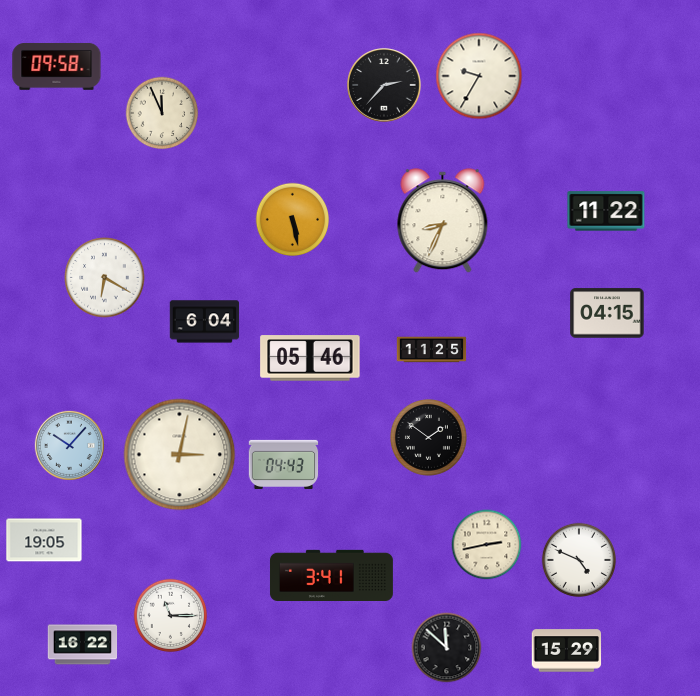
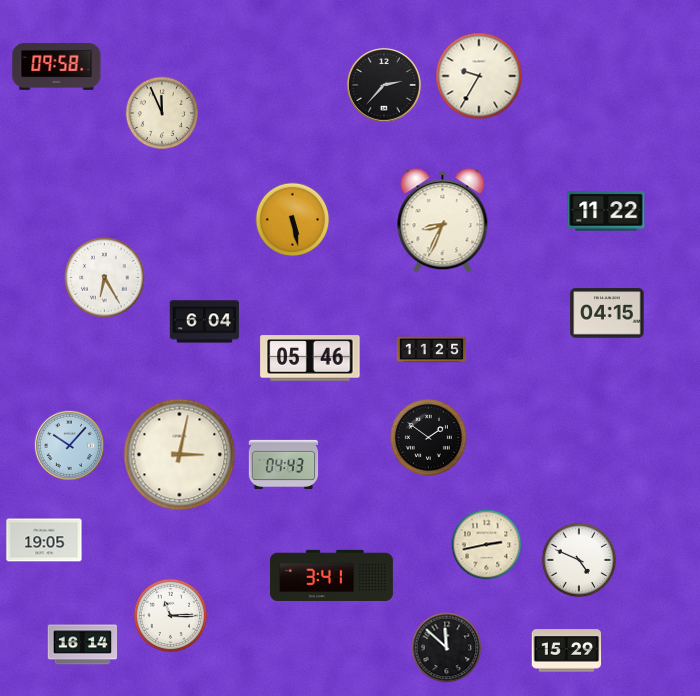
clock at (105, 278): 6:20 -> 6:25
clock at (83, 645): 16:22 -> 16:14
